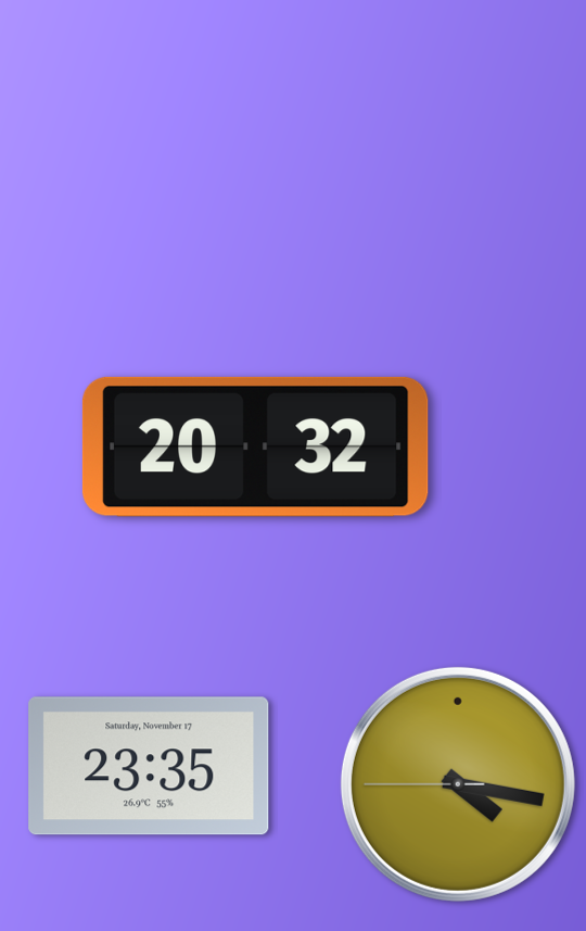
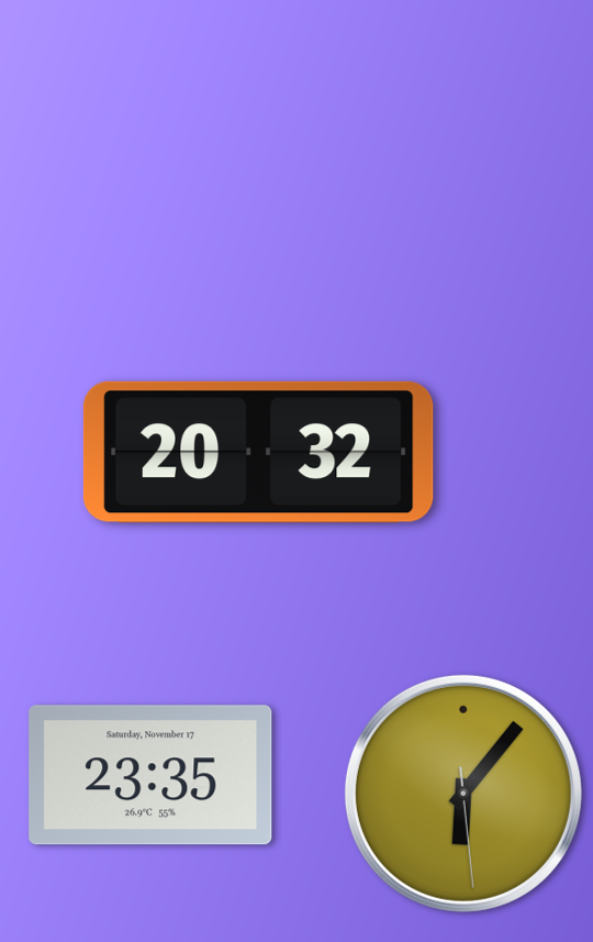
clock at (458, 784): 4:16 -> 6:06
